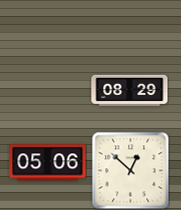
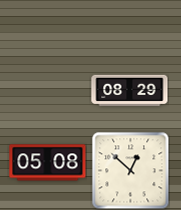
clock at (48, 163): 05:06 -> 05:08
